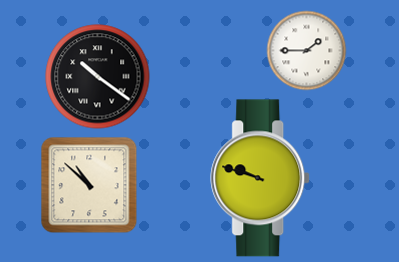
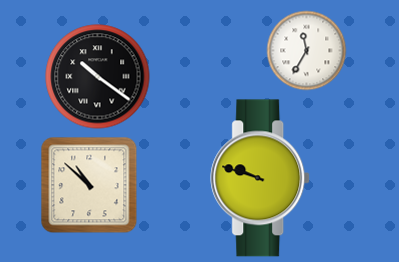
clock at (306, 50): 1:45 -> 11:35
